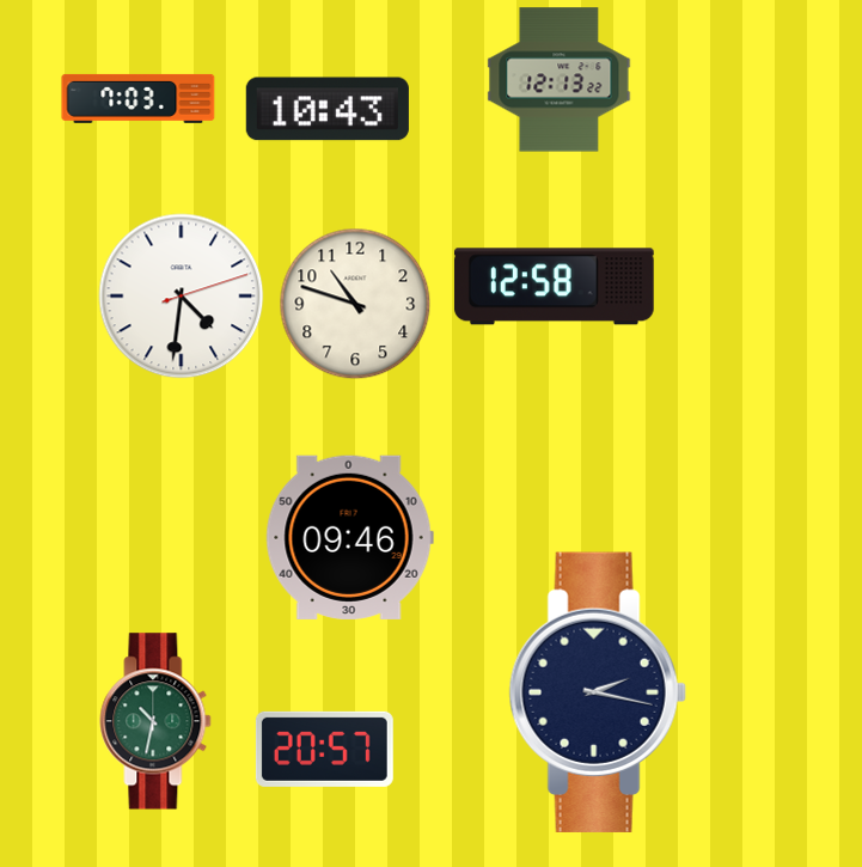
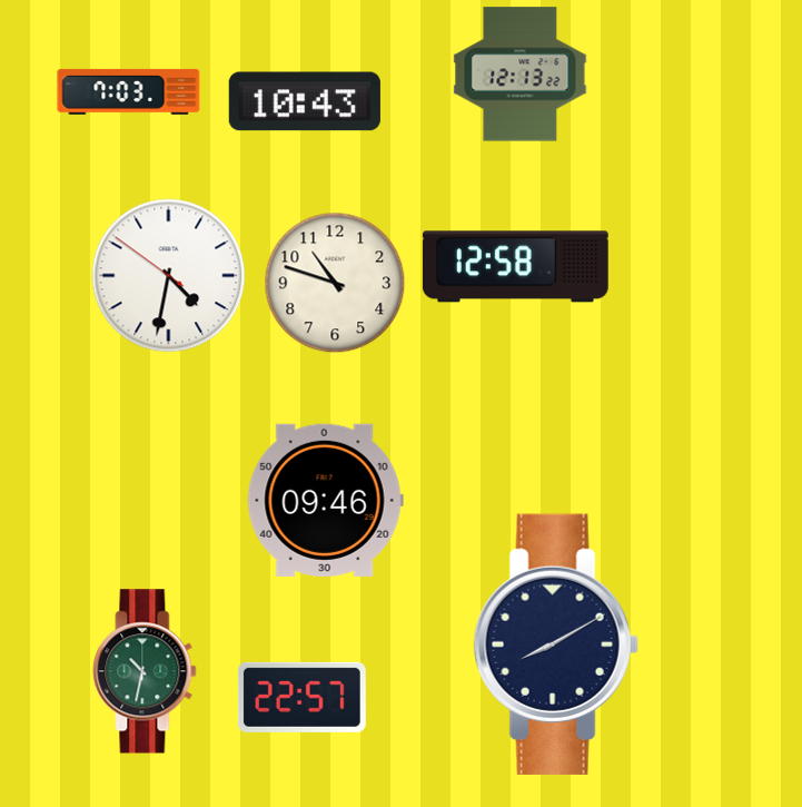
clock at (182, 297): 4:31:12 -> 4:31:51
clock at (355, 304) position: (355, 304) -> (335, 283)
clock at (598, 692): 2:17 -> 8:10
clock at (324, 749): 20:57 -> 22:57
